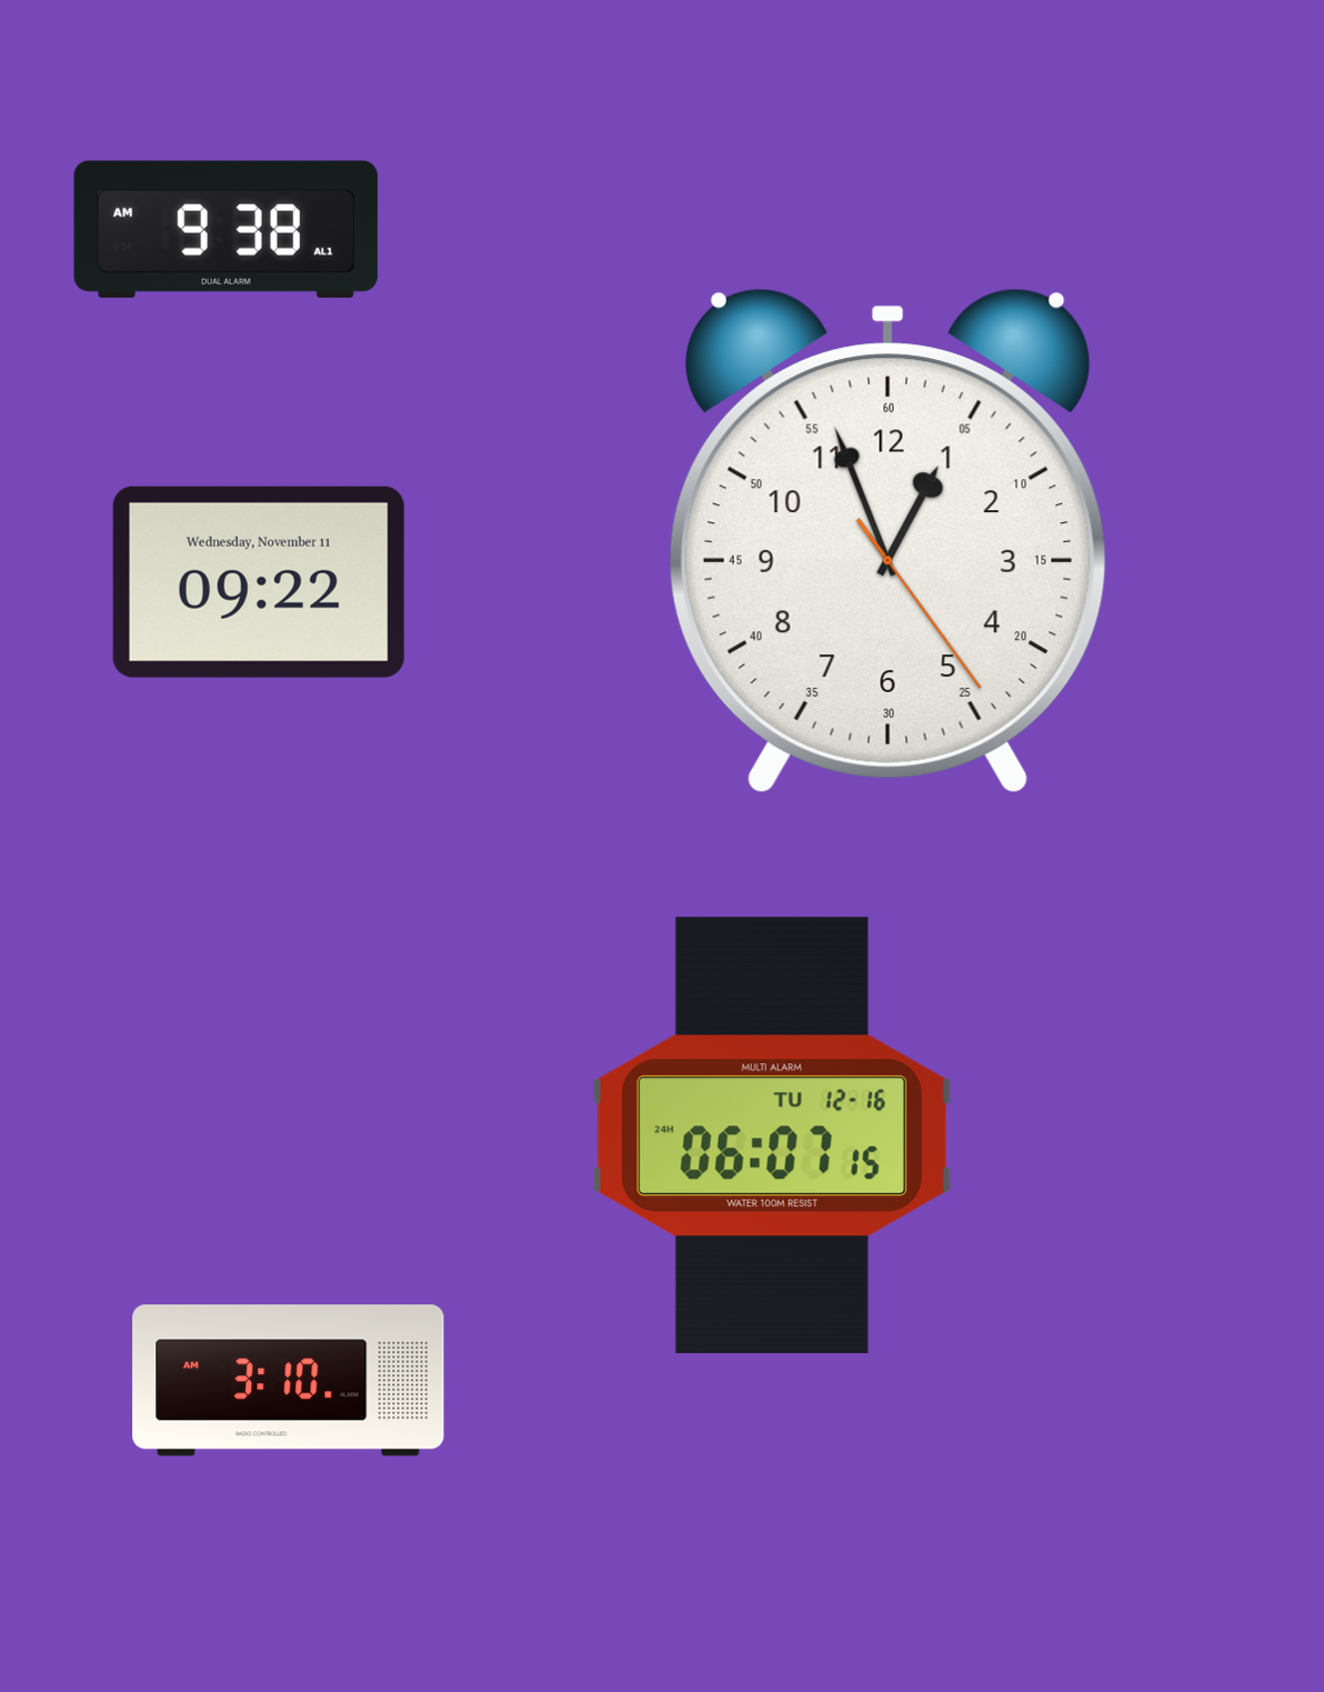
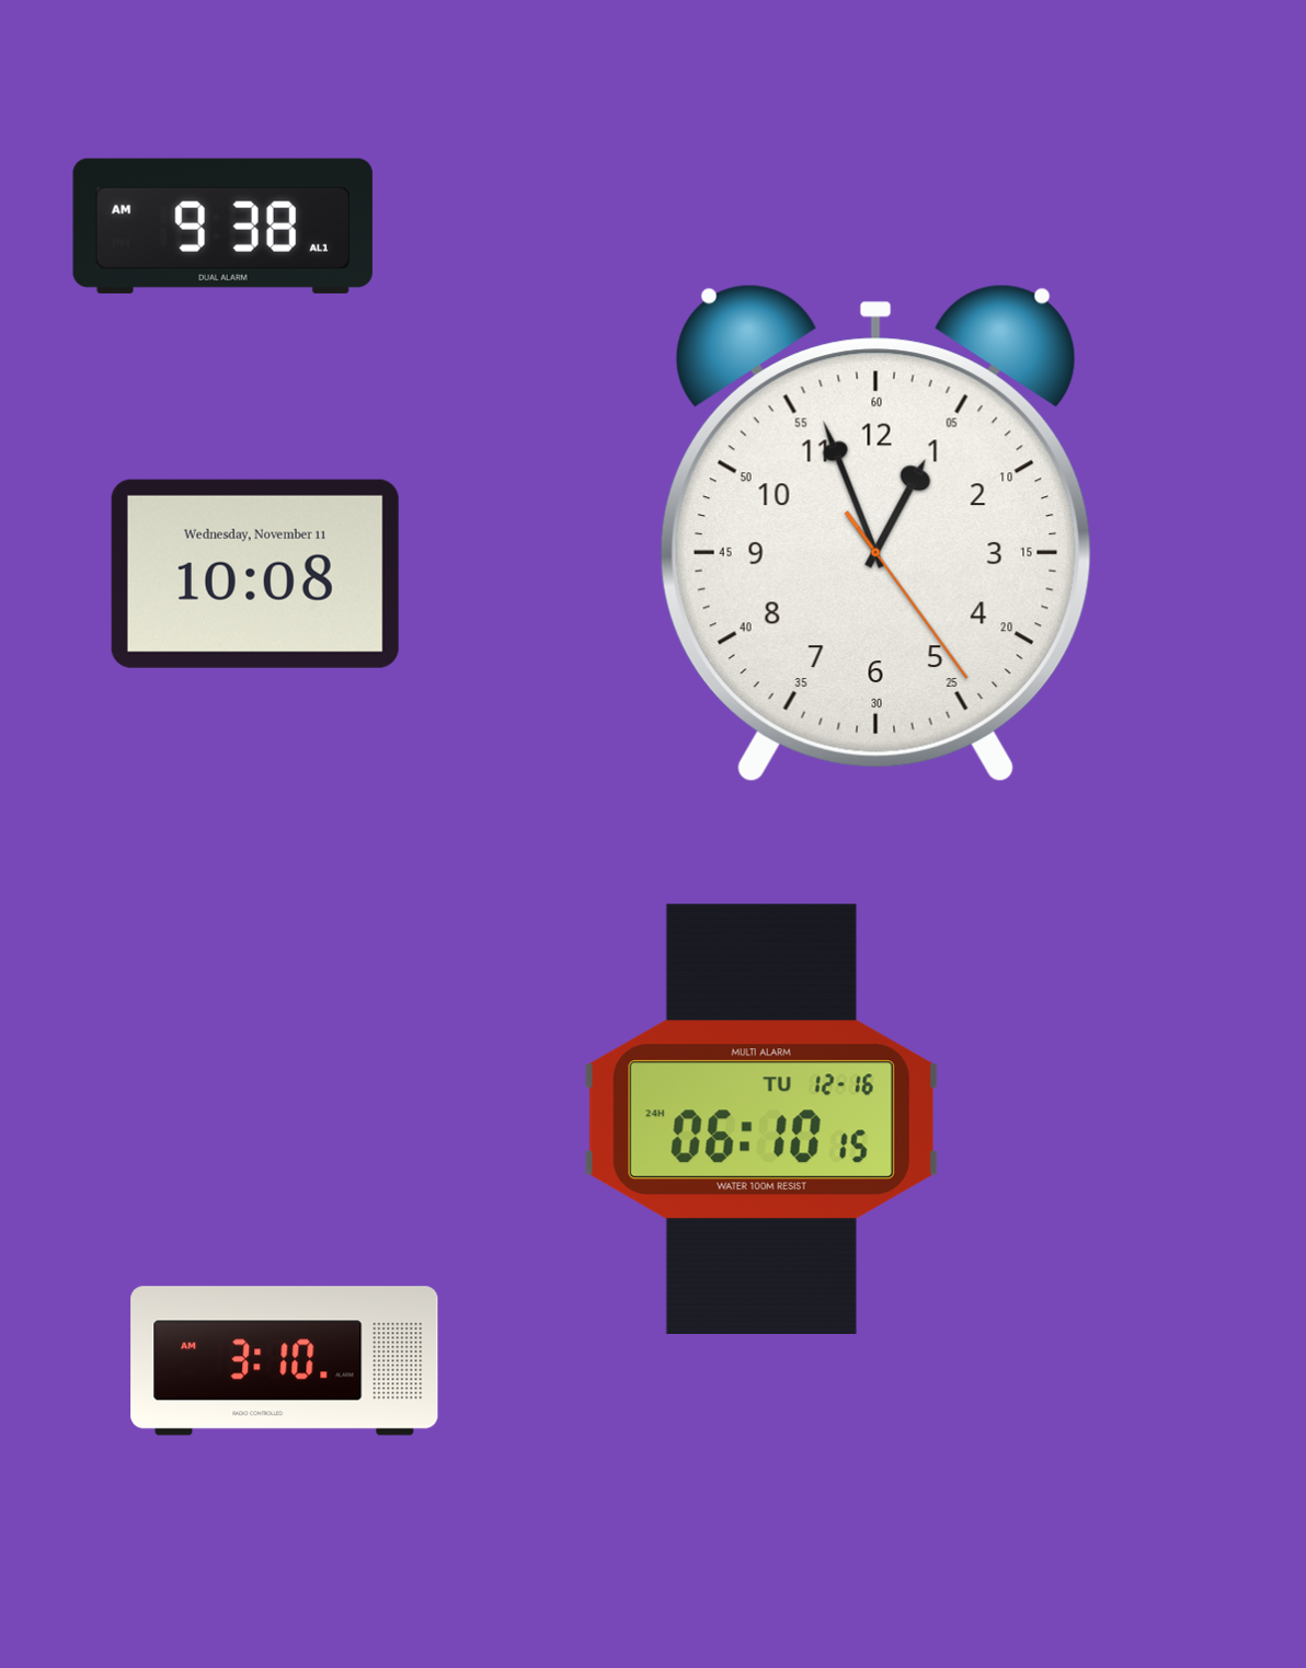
clock at (259, 582): 09:22 -> 10:08
clock at (772, 1135): 06:07 -> 06:10
